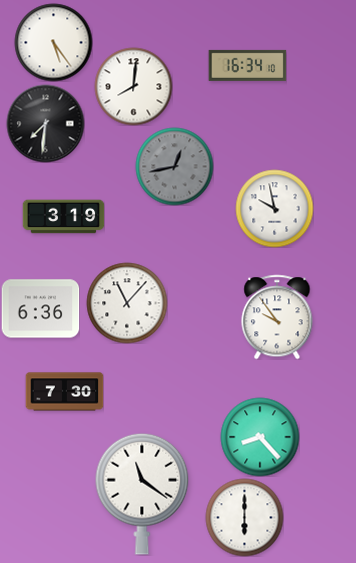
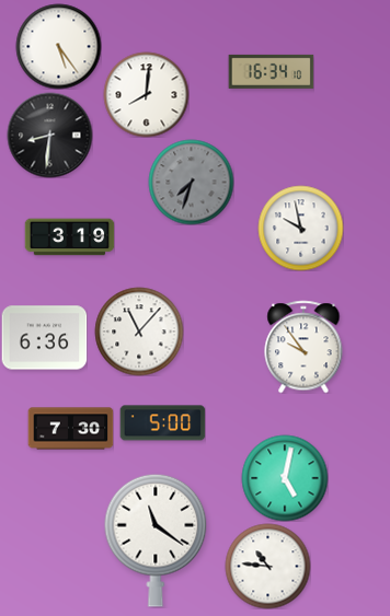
clock at (45, 123): 7:31 -> 8:31
clock at (174, 166): 12:43 -> 7:33
clock at (162, 423): none -> 5:00
clock at (260, 437): 8:23 -> 5:02
clock at (244, 517): 6:00 -> 10:46
